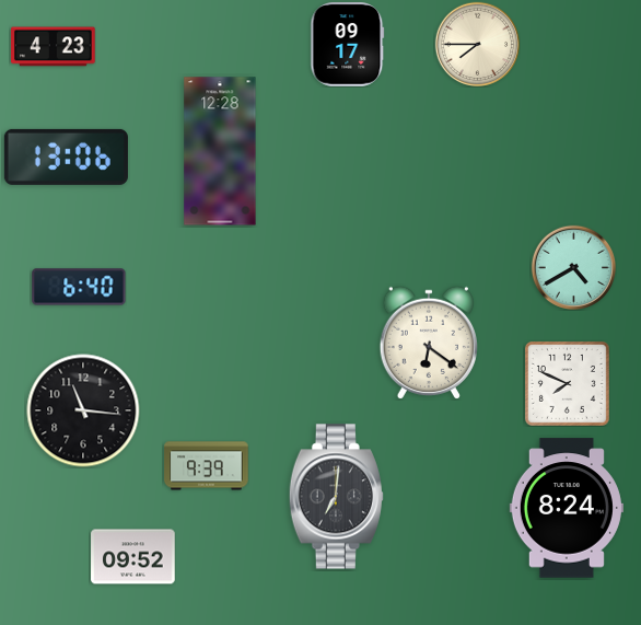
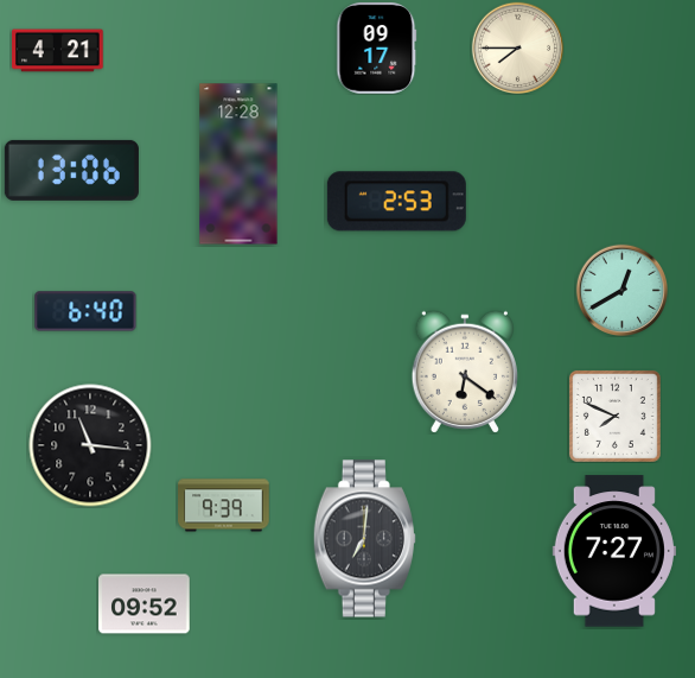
clock at (54, 47): 4:23 -> 4:21
clock at (396, 202): none -> 2:53
clock at (573, 267): 4:40 -> 12:40
clock at (567, 508): 8:24 -> 7:27
